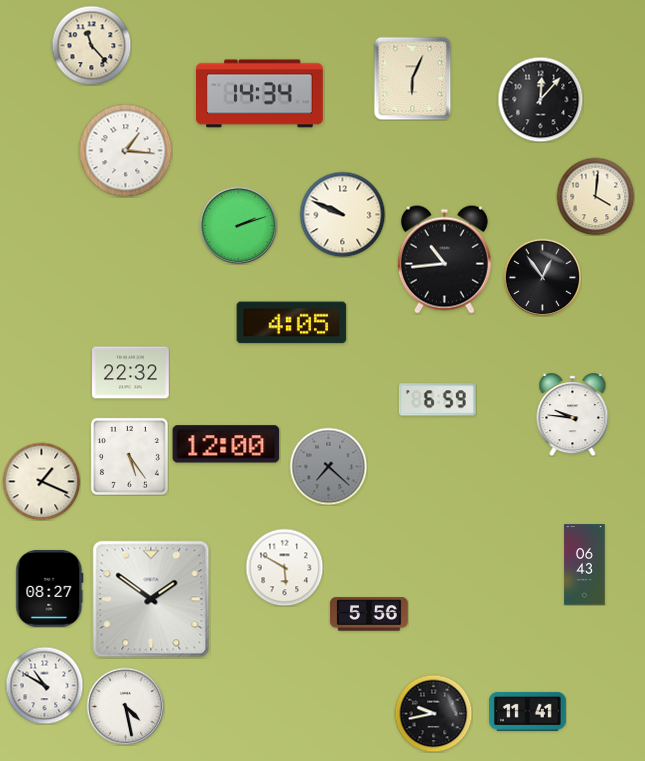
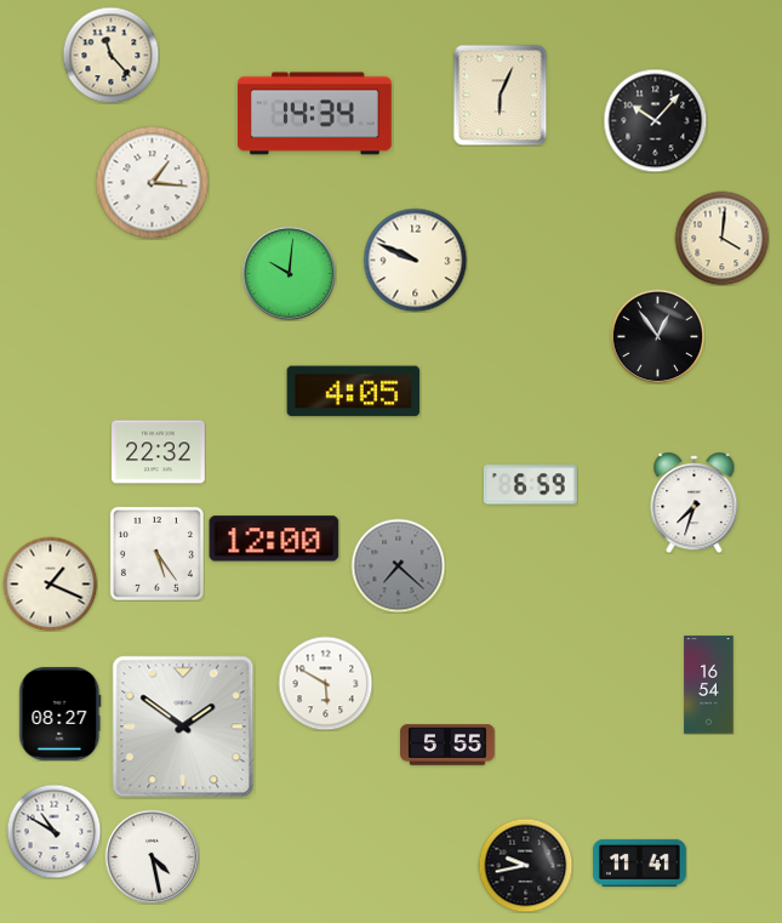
clock at (540, 99): 12:07 -> 10:07
clock at (238, 225): 2:12 -> 10:01
clock at (444, 259): 10:44 -> none
clock at (573, 415): 9:46 -> 7:33
clock at (585, 565): 06:43 -> 16:54
clock at (284, 567) position: (284, 567) -> (325, 683)
clock at (369, 614): 5:56 -> 5:55
